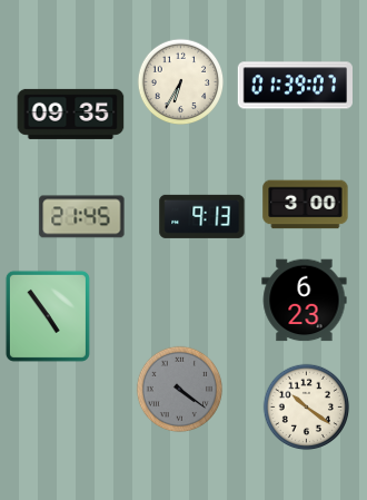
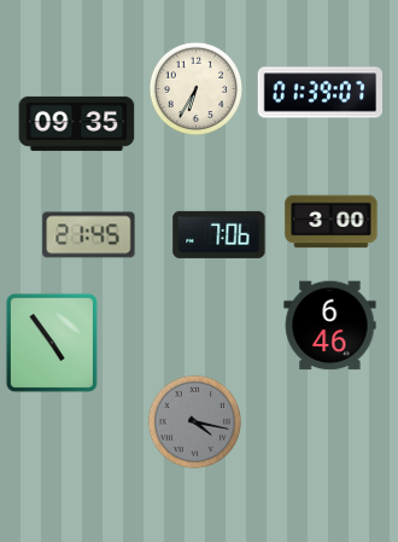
clock at (202, 216): 9:13 -> 7:06
clock at (305, 301): 6:23 -> 6:46
clock at (179, 389): 4:21 -> 4:17
clock at (306, 406): 10:21 -> none
